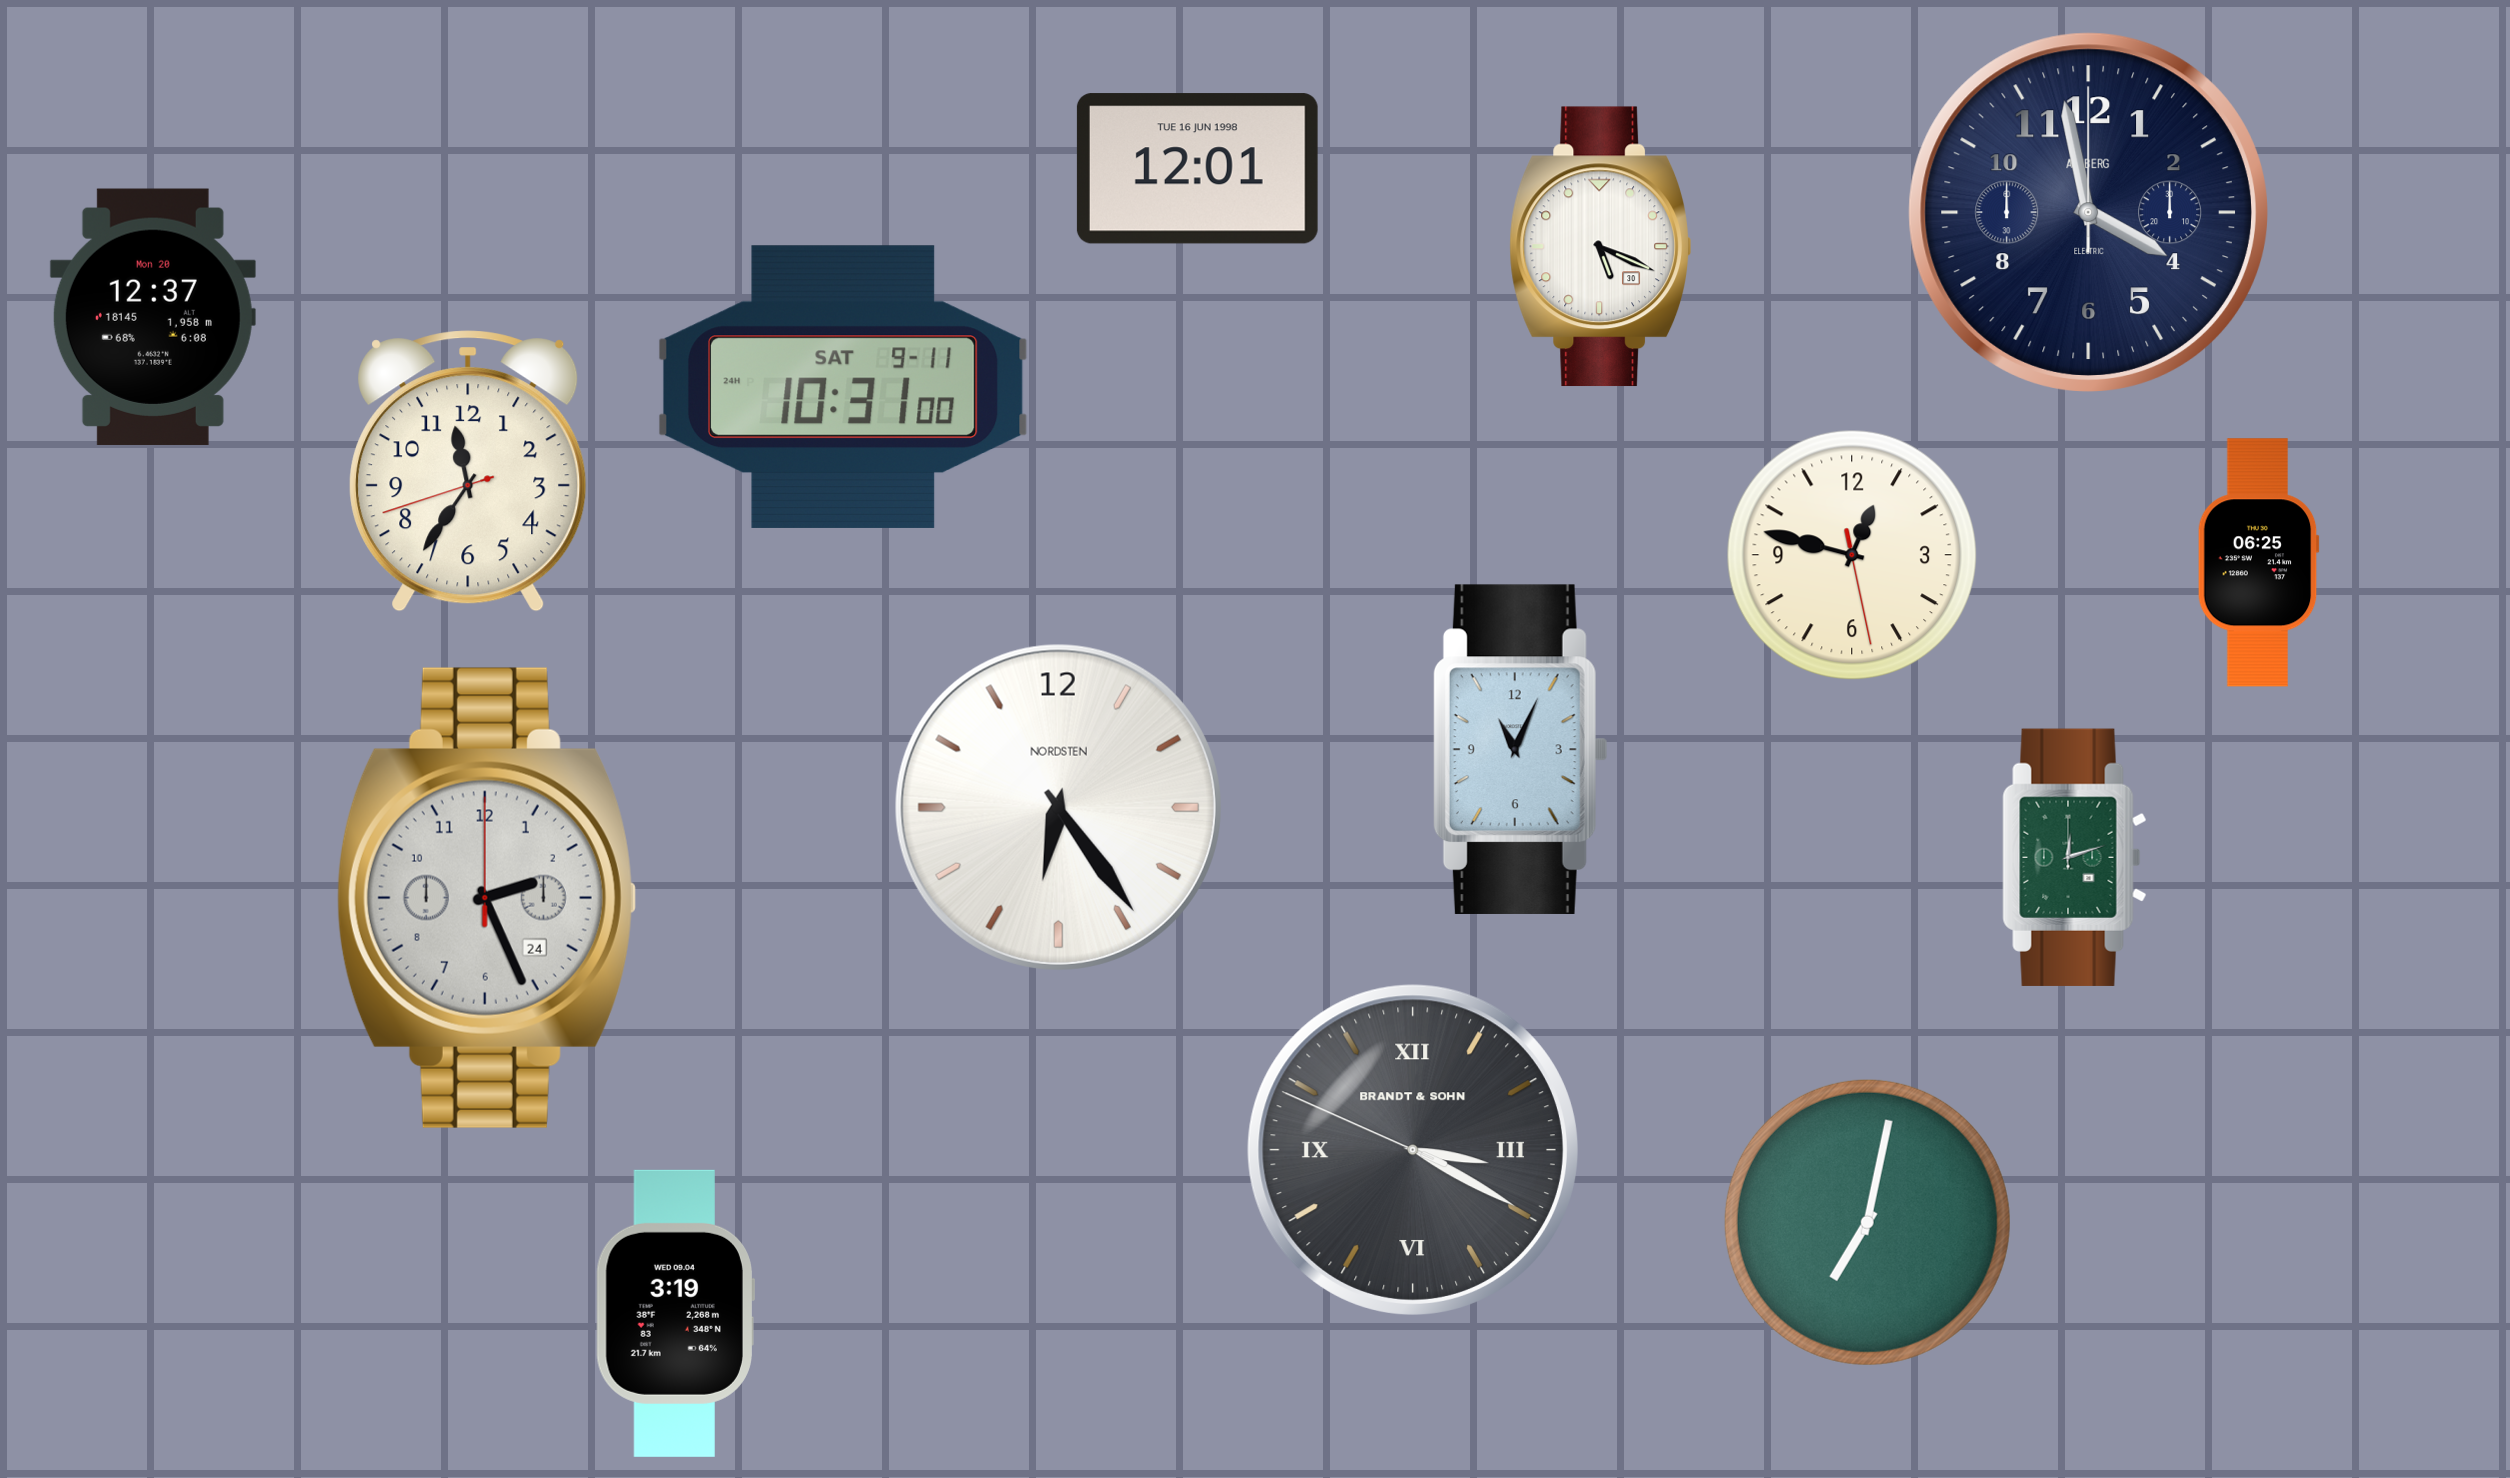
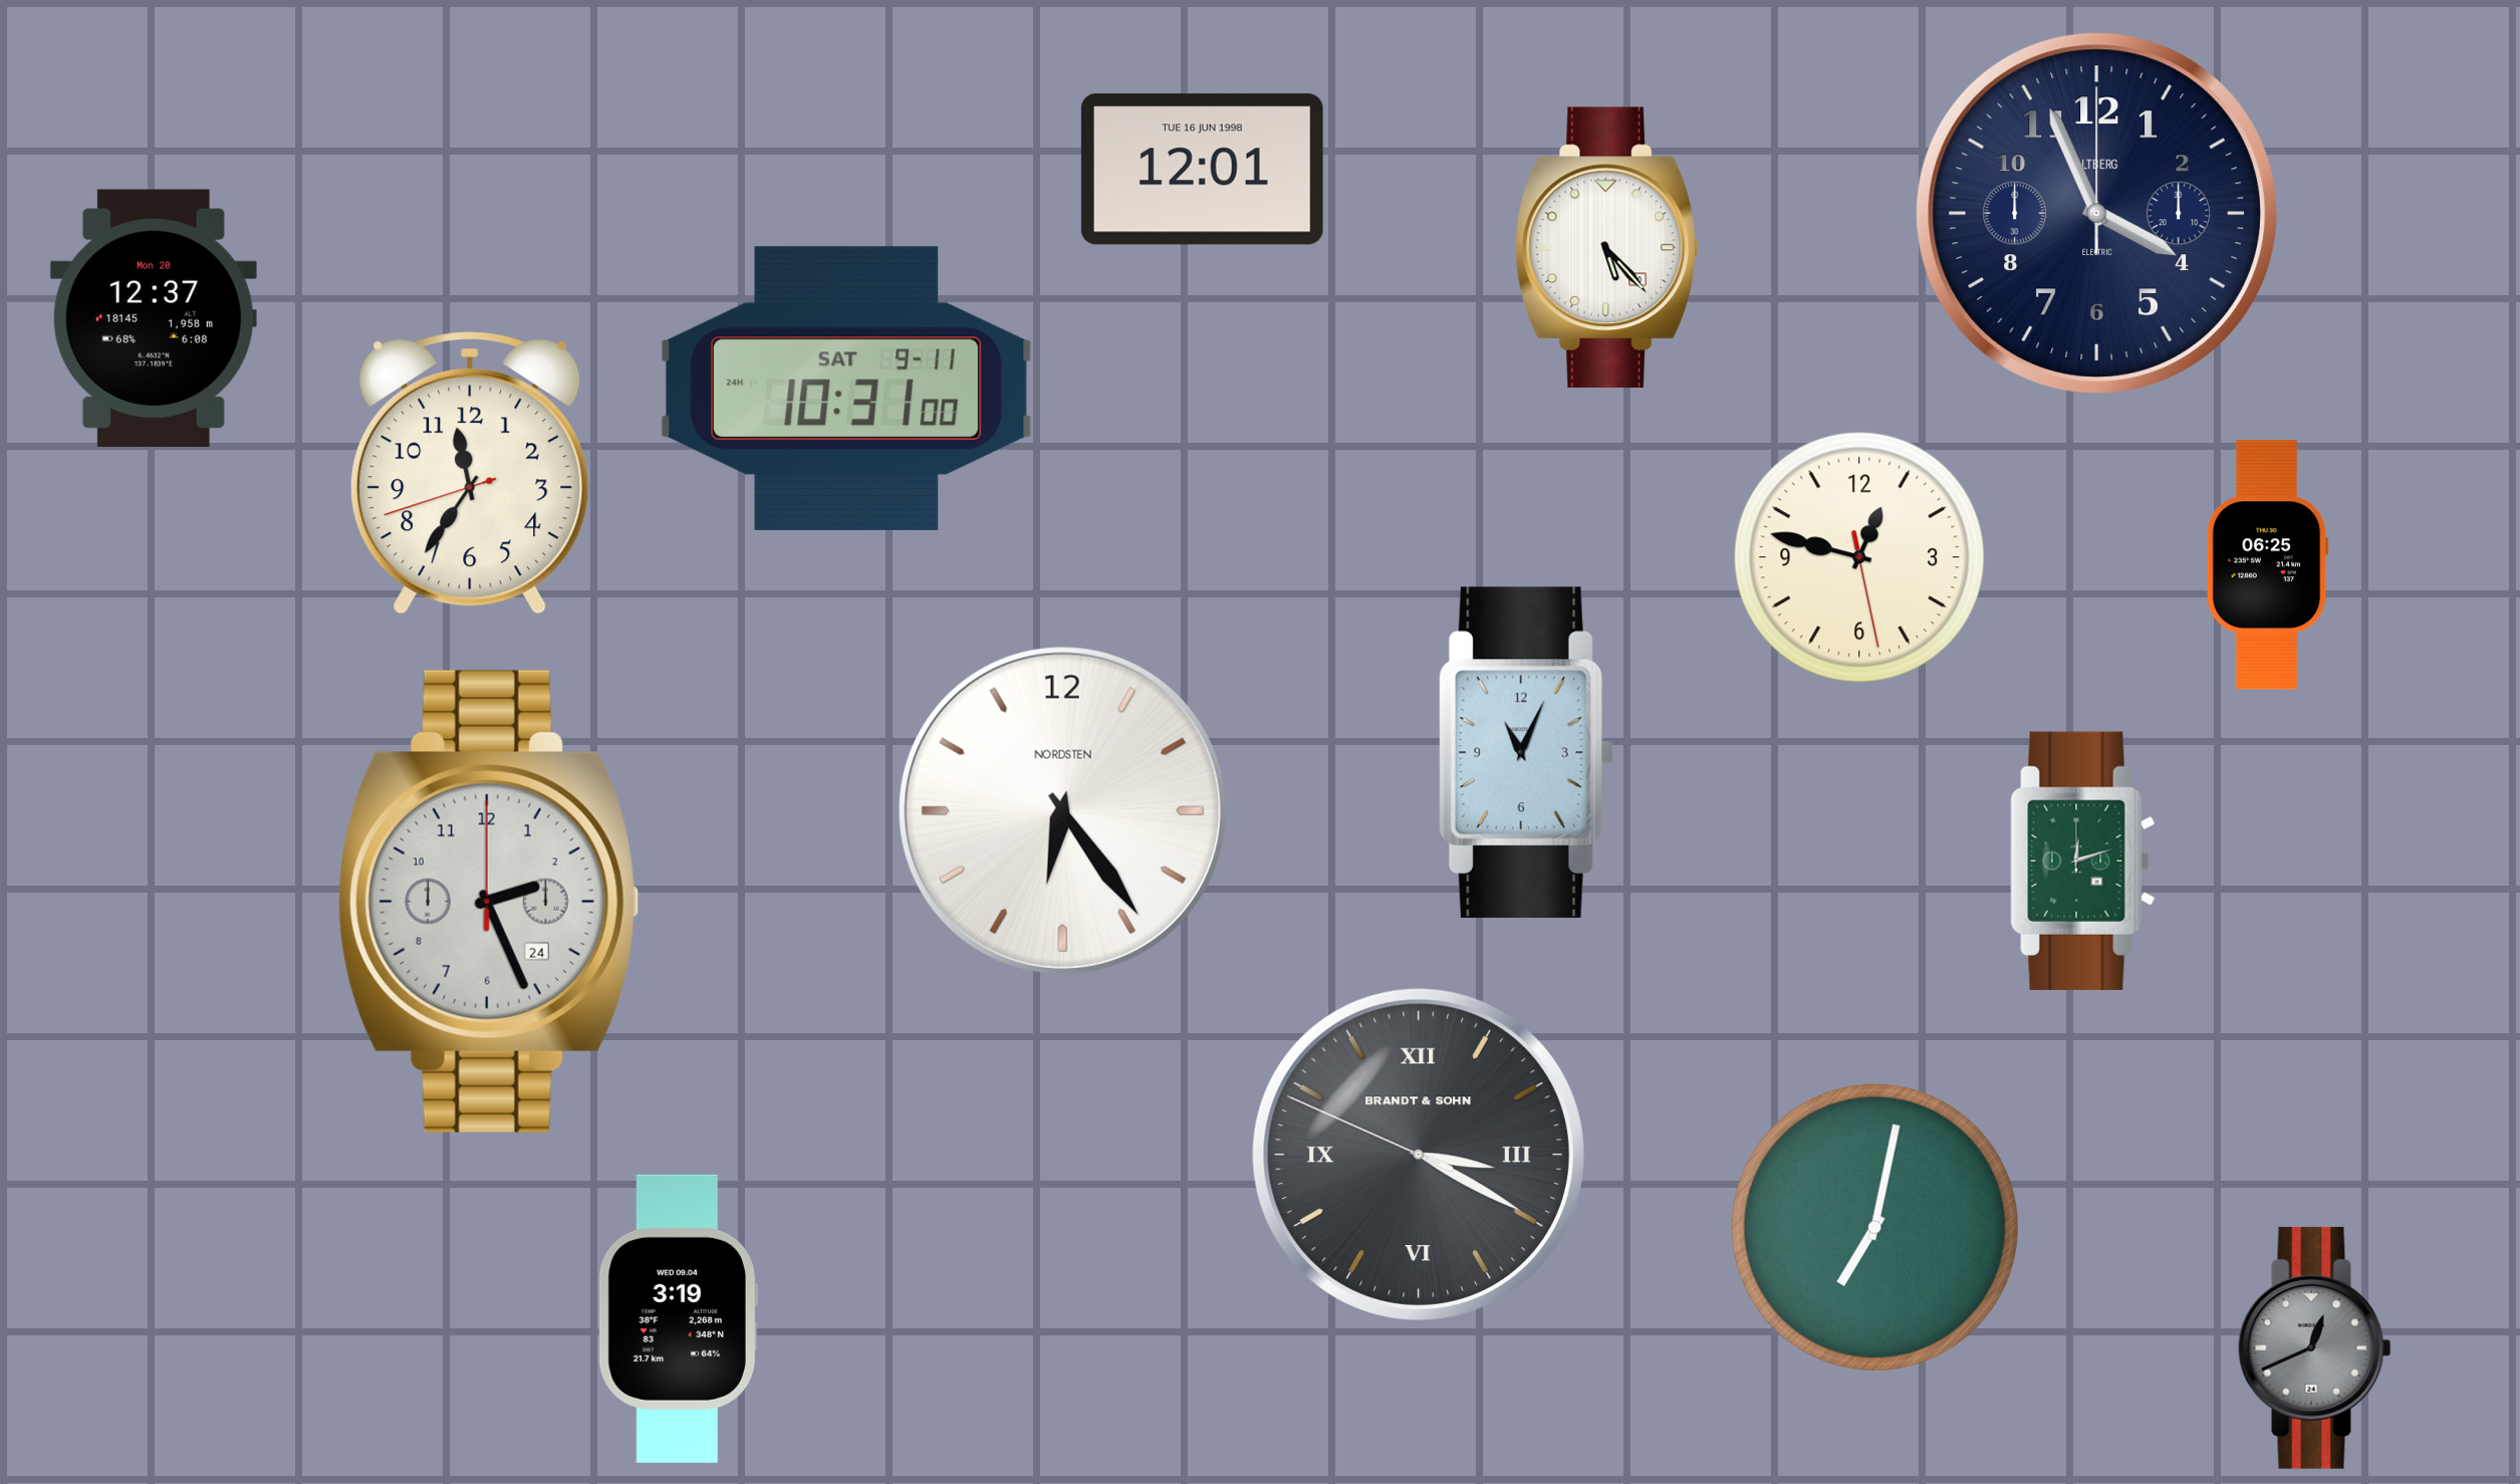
clock at (2088, 212): 3:58 -> 3:56
clock at (1600, 247): 5:19 -> 5:23
clock at (2315, 1347): none -> 12:41
